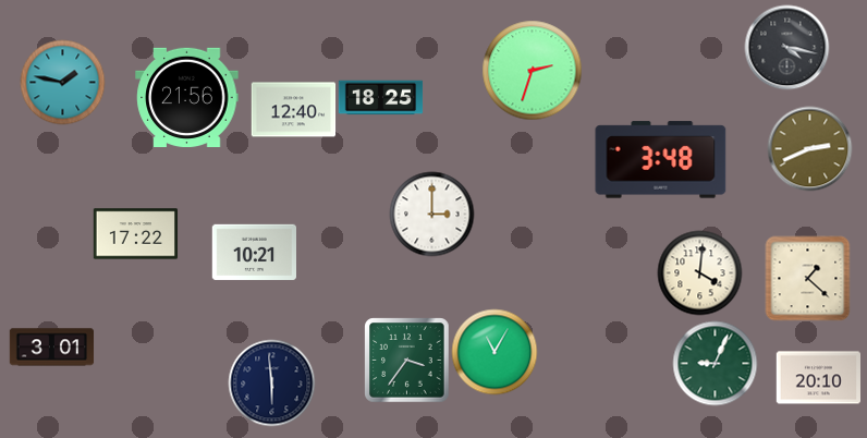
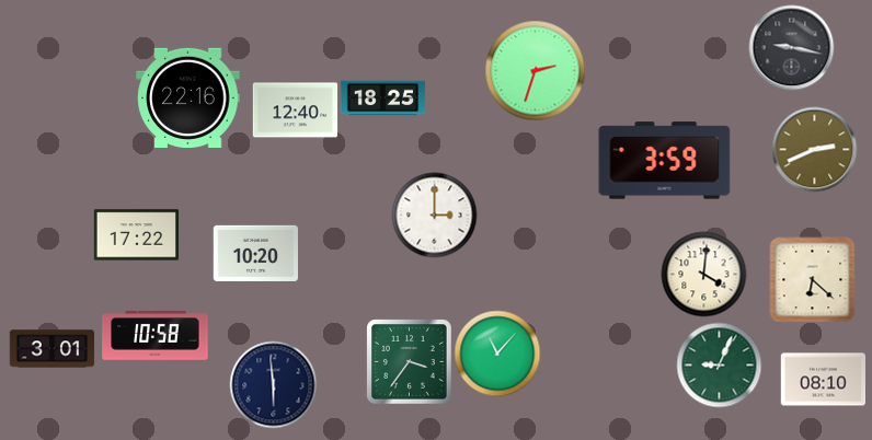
clock at (786, 47): 4:17 -> 9:17
clock at (62, 82): 1:47 -> none
clock at (187, 97): 21:56 -> 22:16
clock at (661, 160): 3:48 -> 3:59
clock at (254, 252): 10:21 -> 10:20
clock at (807, 278): 1:22 -> 6:22
clock at (156, 336): none -> 10:58
clock at (494, 352): 11:05 -> 11:07
clock at (818, 378): 20:10 -> 08:10
